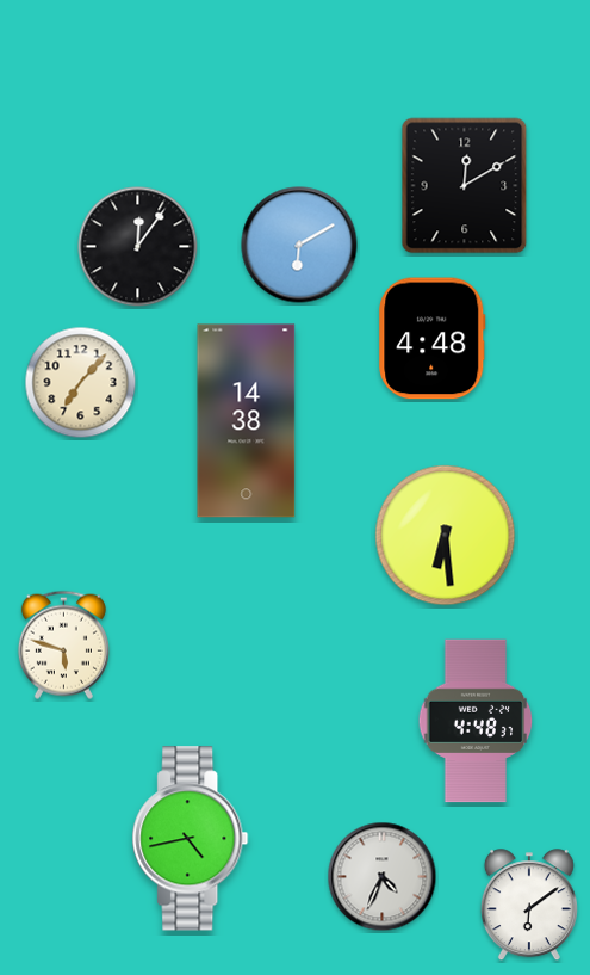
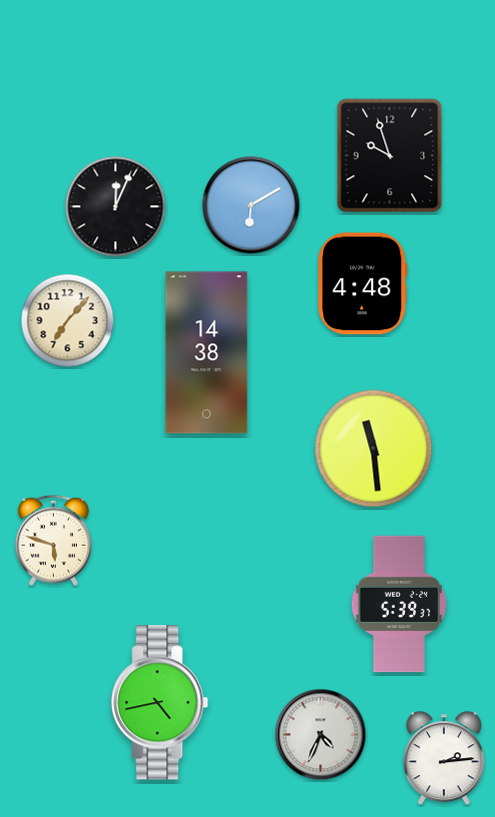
clock at (465, 186): 12:10 -> 9:57
clock at (138, 247): 12:06 -> 12:04
clock at (446, 536): 6:29 -> 11:29
clock at (476, 721): 4:48 -> 5:39
clock at (529, 906): 6:09 -> 2:14
